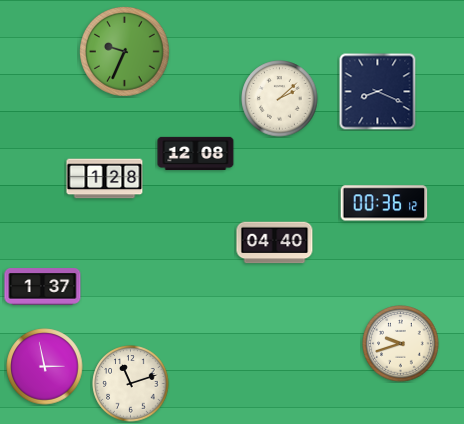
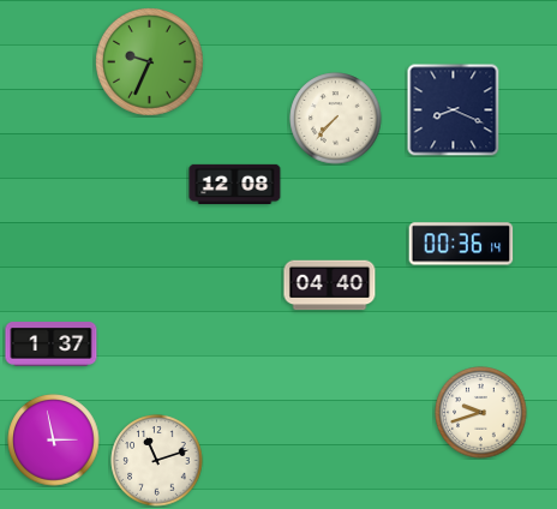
clock at (280, 99): 2:08 -> 7:37
clock at (105, 179): 1:28 -> none
clock at (384, 203): 00:36:12 -> 00:36:14
clock at (275, 243) position: (275, 243) -> (330, 286)
